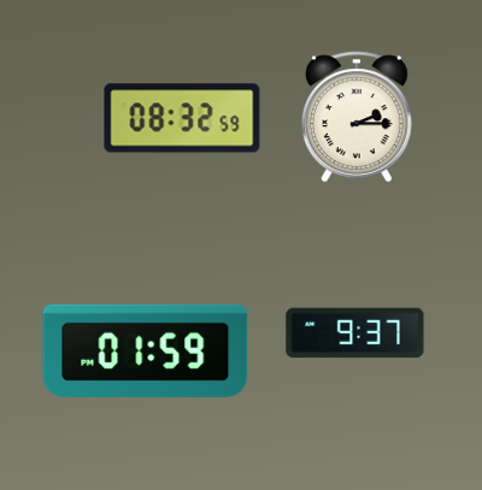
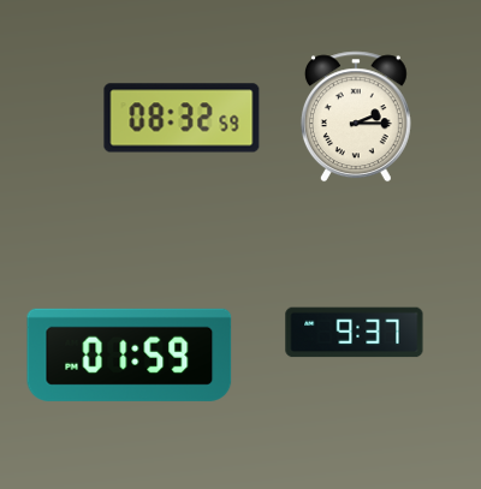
clock at (146, 350) position: (146, 350) -> (130, 354)
